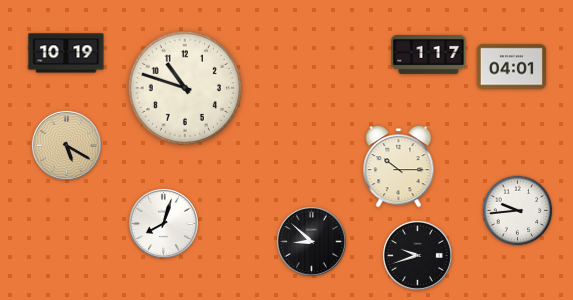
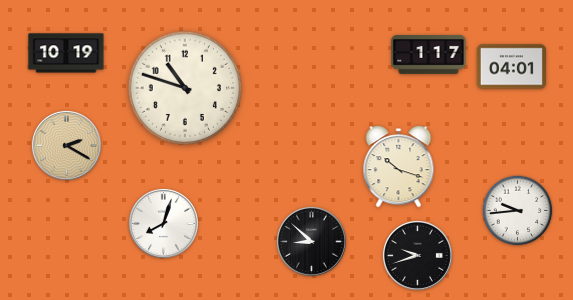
clock at (66, 145): 5:20 -> 2:20
clock at (399, 167): 10:15 -> 10:18
